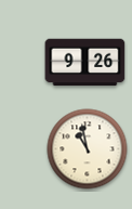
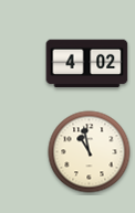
clock at (85, 63): 9:26 -> 4:02
